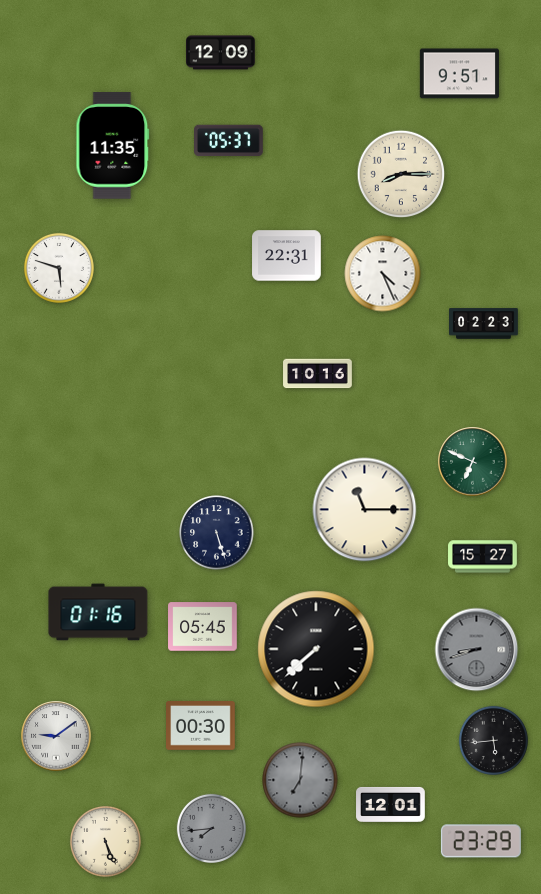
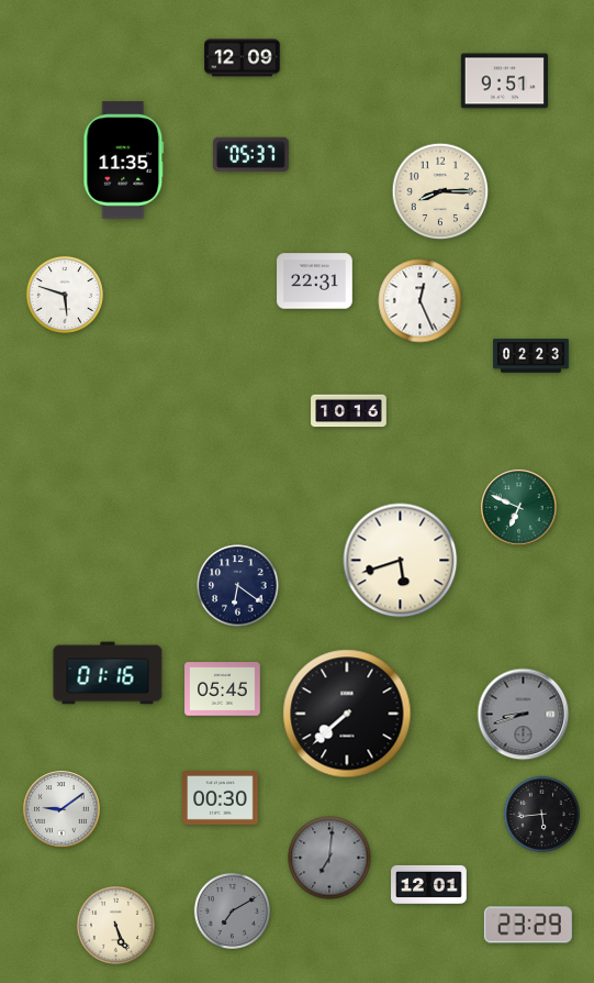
clock at (383, 274): 4:26 -> 12:26
clock at (365, 510): 11:15 -> 5:42
clock at (217, 533): 5:27 -> 6:21
clock at (483, 557): 15:27 -> none
clock at (211, 828): 7:44 -> 7:10
